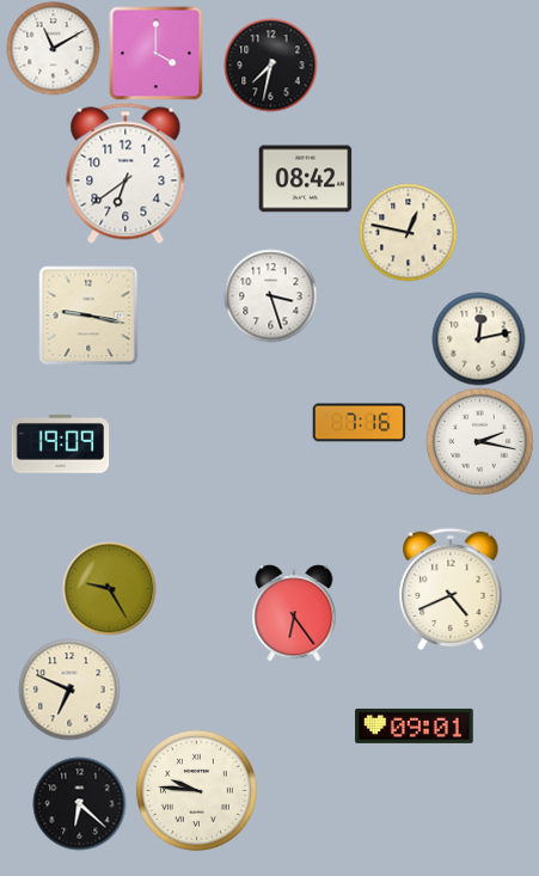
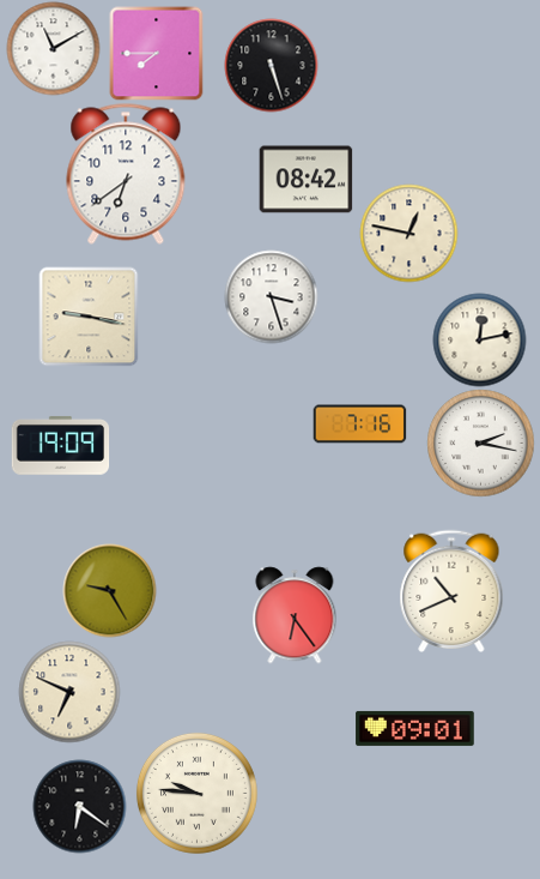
clock at (155, 53): 4:00 -> 7:45
clock at (270, 65): 7:32 -> 5:27
clock at (451, 588): 4:41 -> 10:41
clock at (79, 803): 6:22 -> 6:21
